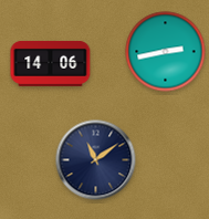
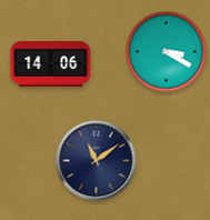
clock at (166, 52): 2:43 -> 3:20
